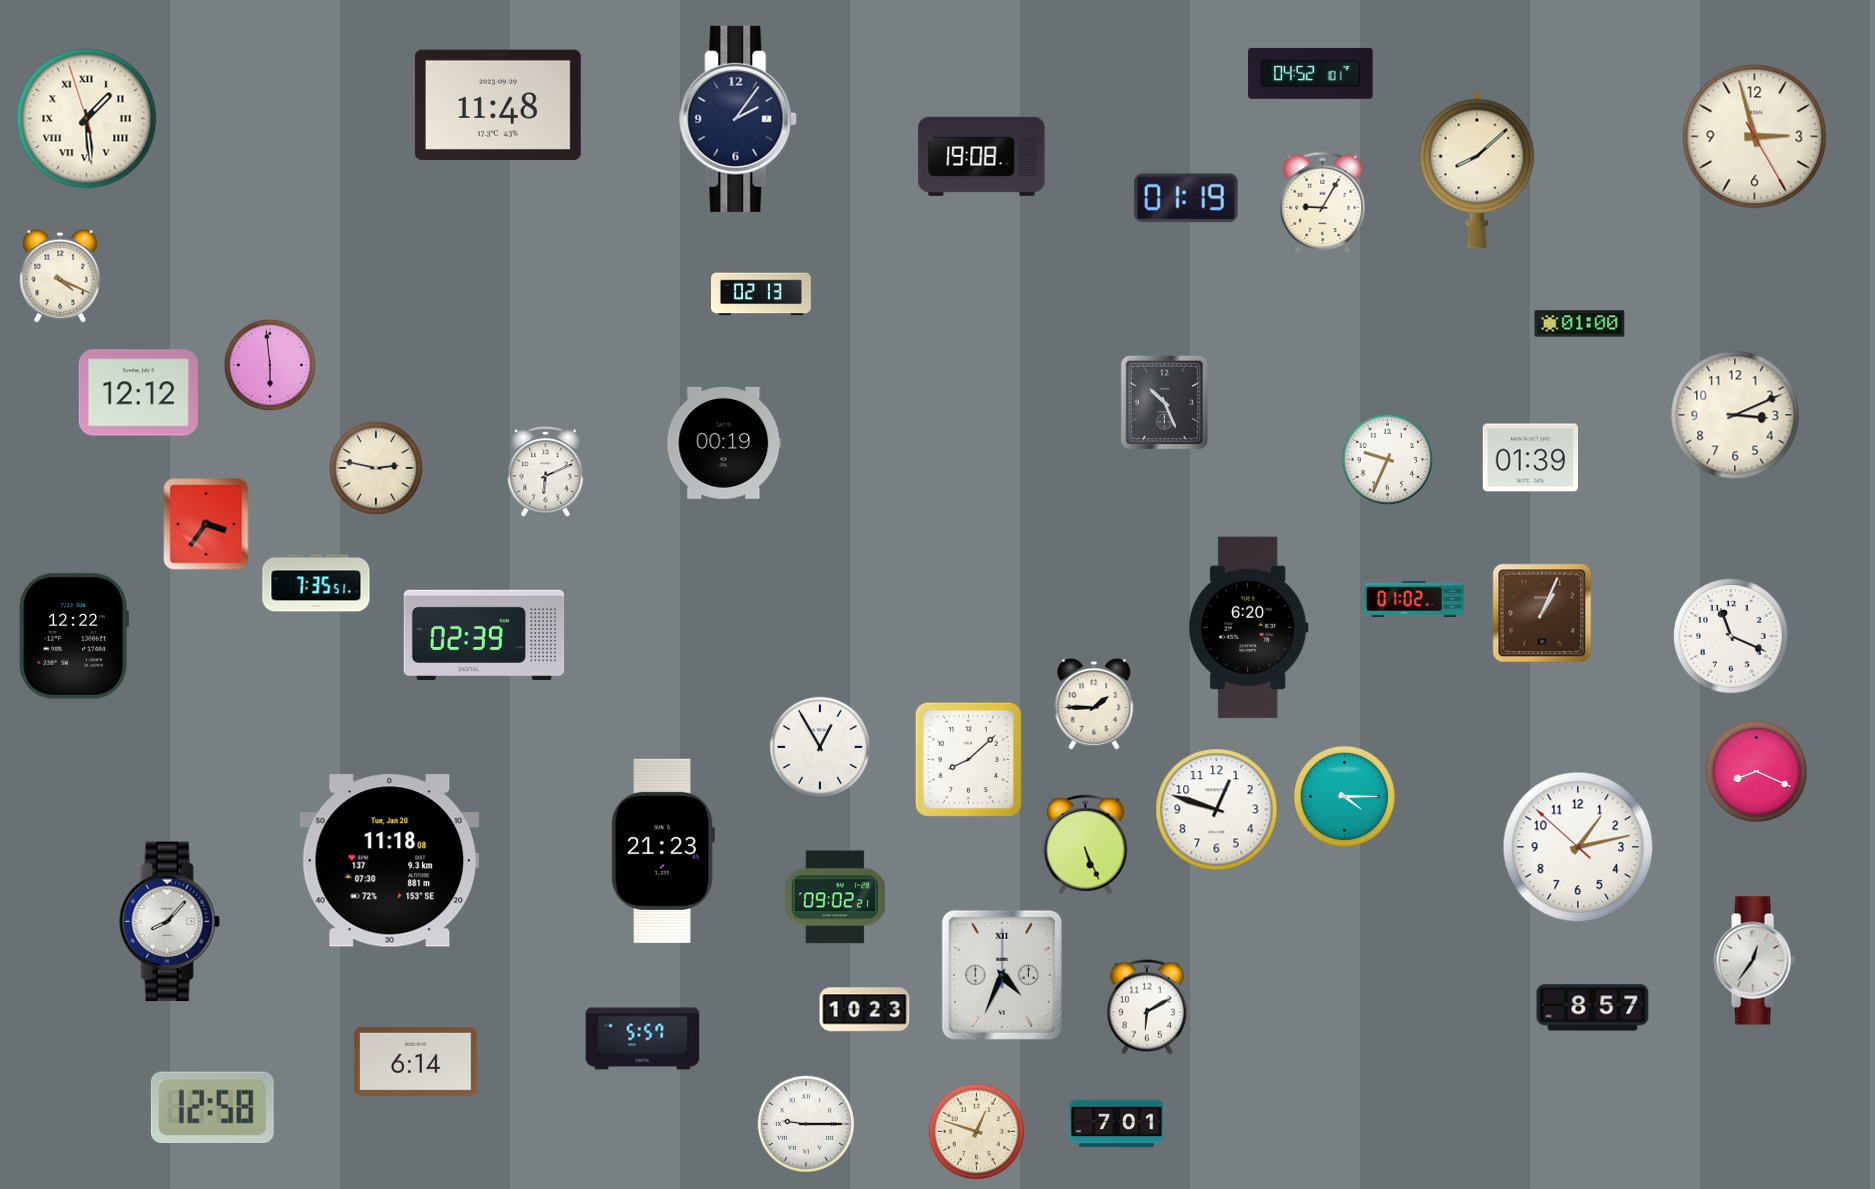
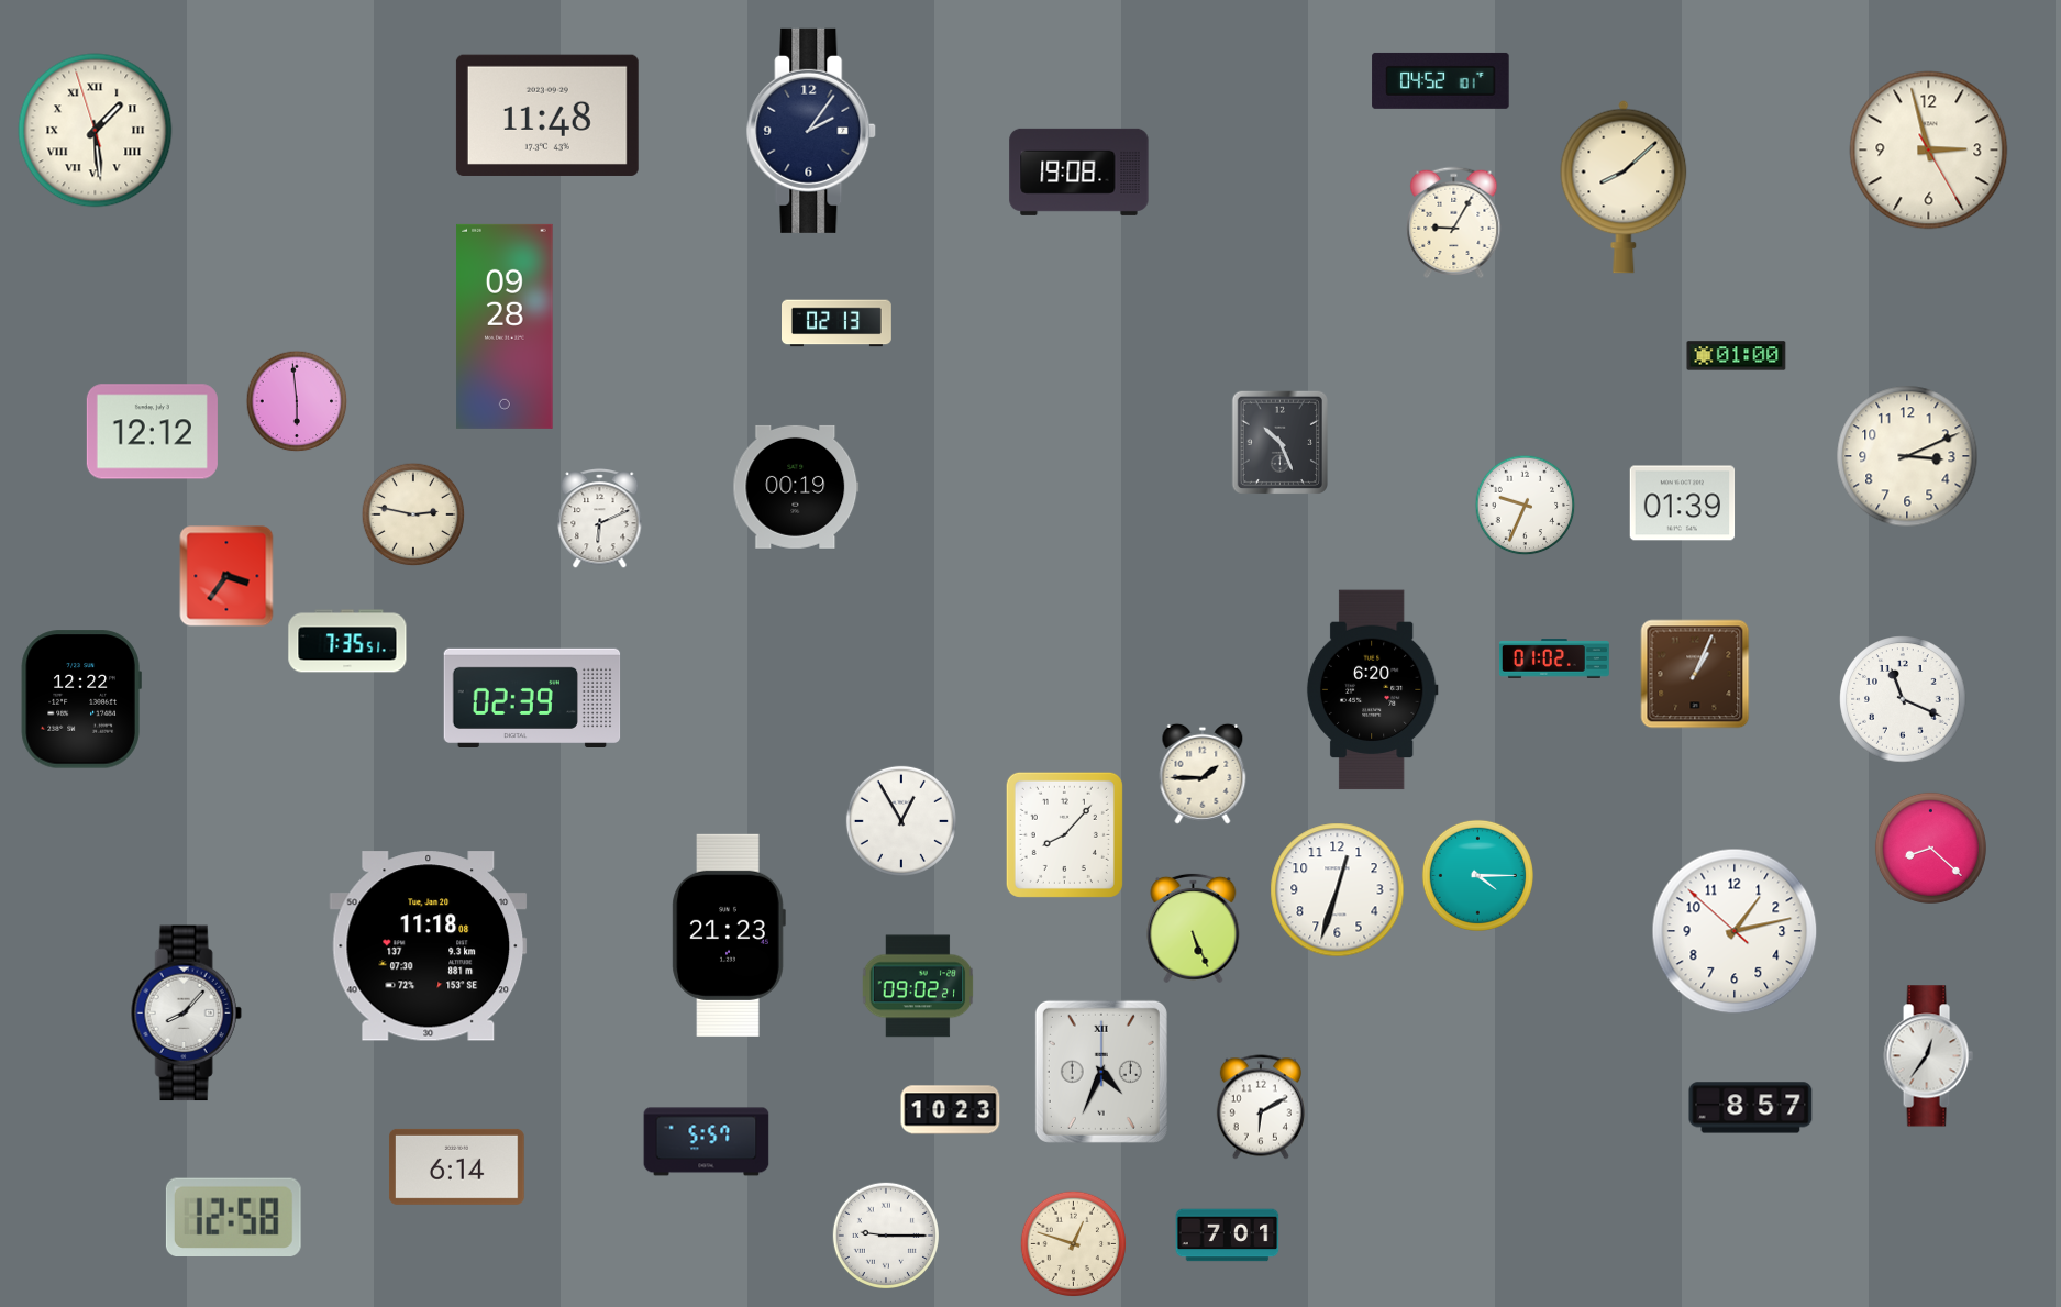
clock at (1186, 198): 01:19 -> none
clock at (60, 276): 4:19 -> none
clock at (505, 326): none -> 09:28
clock at (968, 759): 8:08 -> 8:07
clock at (1756, 771): 8:19 -> 8:22
clock at (1217, 810): 12:48 -> 12:33
